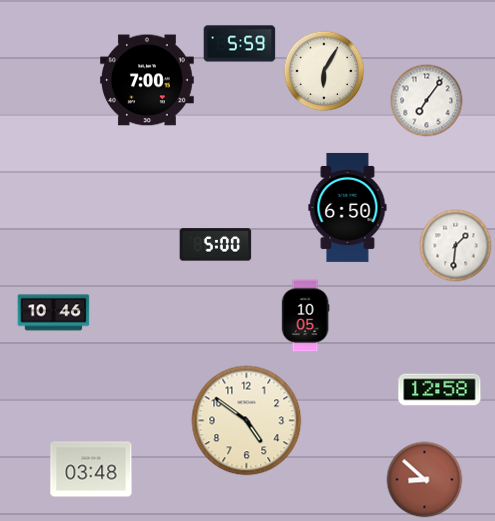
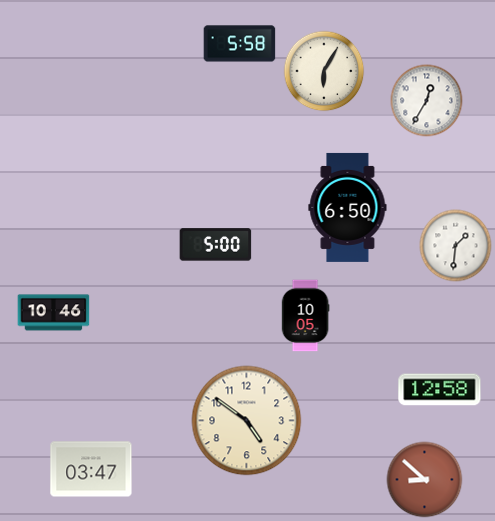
clock at (240, 44): 5:59 -> 5:58
clock at (147, 80): 7:00 -> none
clock at (427, 101): 7:06 -> 12:35
clock at (91, 469): 03:48 -> 03:47
